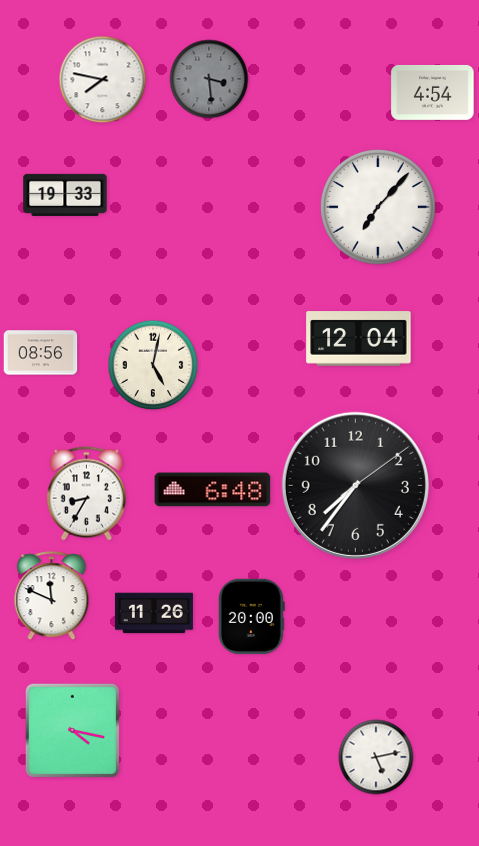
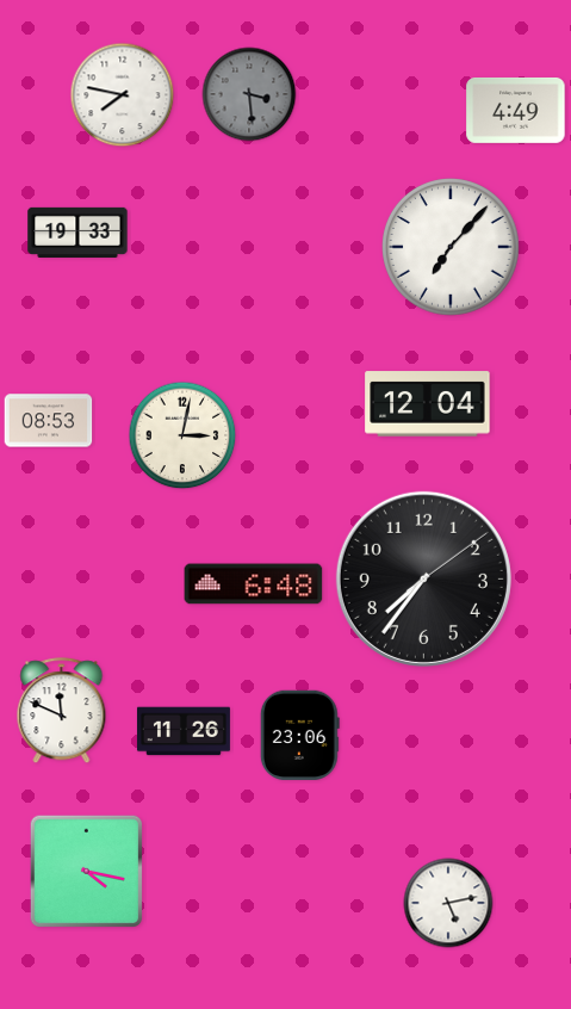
clock at (433, 92): 4:54 -> 4:49
clock at (41, 353): 08:56 -> 08:53
clock at (153, 365): 5:02 -> 3:02
clock at (86, 494): 8:35 -> none
clock at (251, 616): 20:00 -> 23:06
